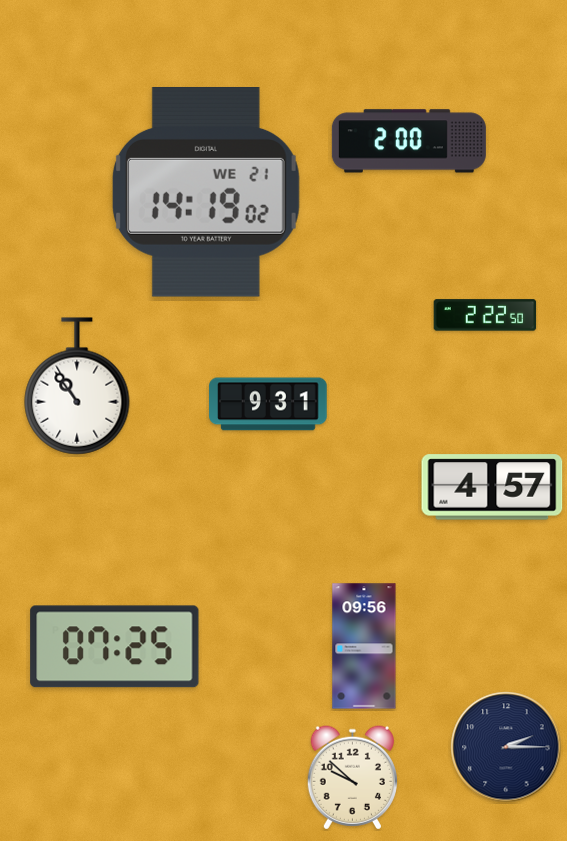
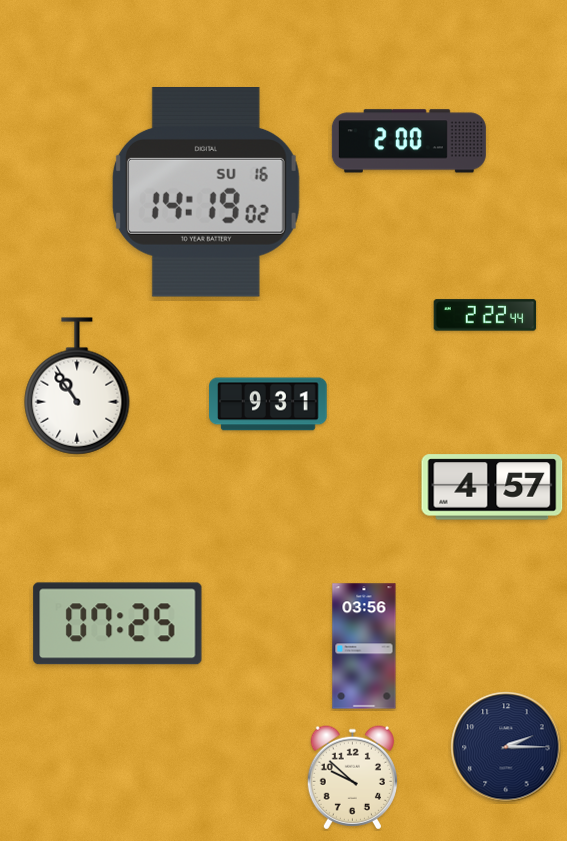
clock at (206, 192) date: WE 21 -> SU 16
clock at (485, 315): 2:22:50 -> 2:22:44
clock at (364, 646): 09:56 -> 03:56
clock at (115, 647) position: (115, 647) -> (118, 624)
